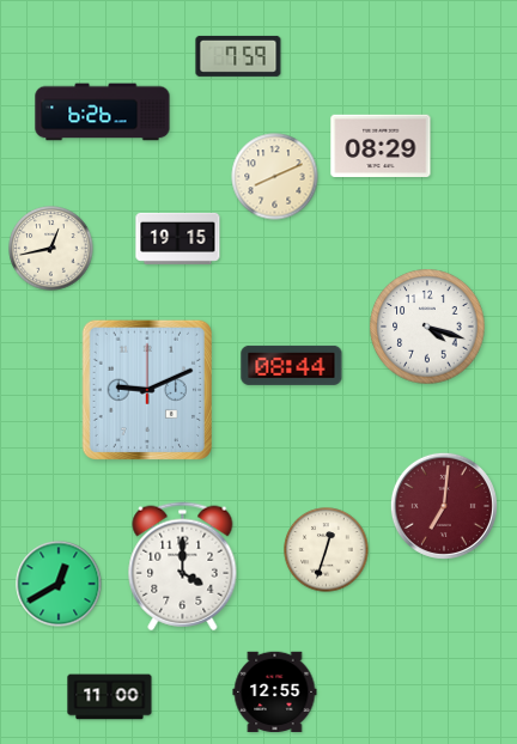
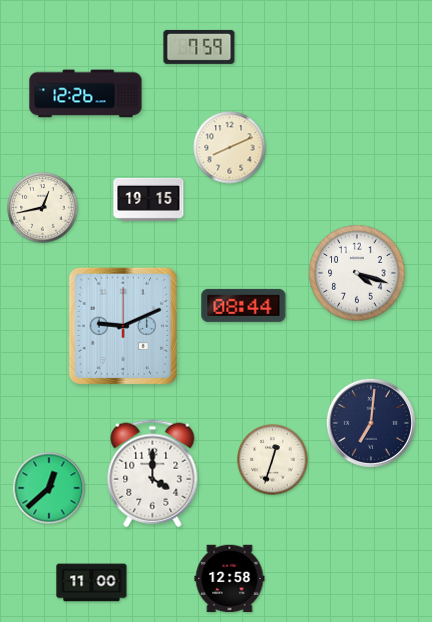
clock at (103, 112): 6:26 -> 12:26
clock at (381, 145): 08:29 -> none
clock at (444, 506) dial: burgundy -> navy
clock at (59, 584): 12:40 -> 12:38
clock at (275, 693): 12:55 -> 12:58
